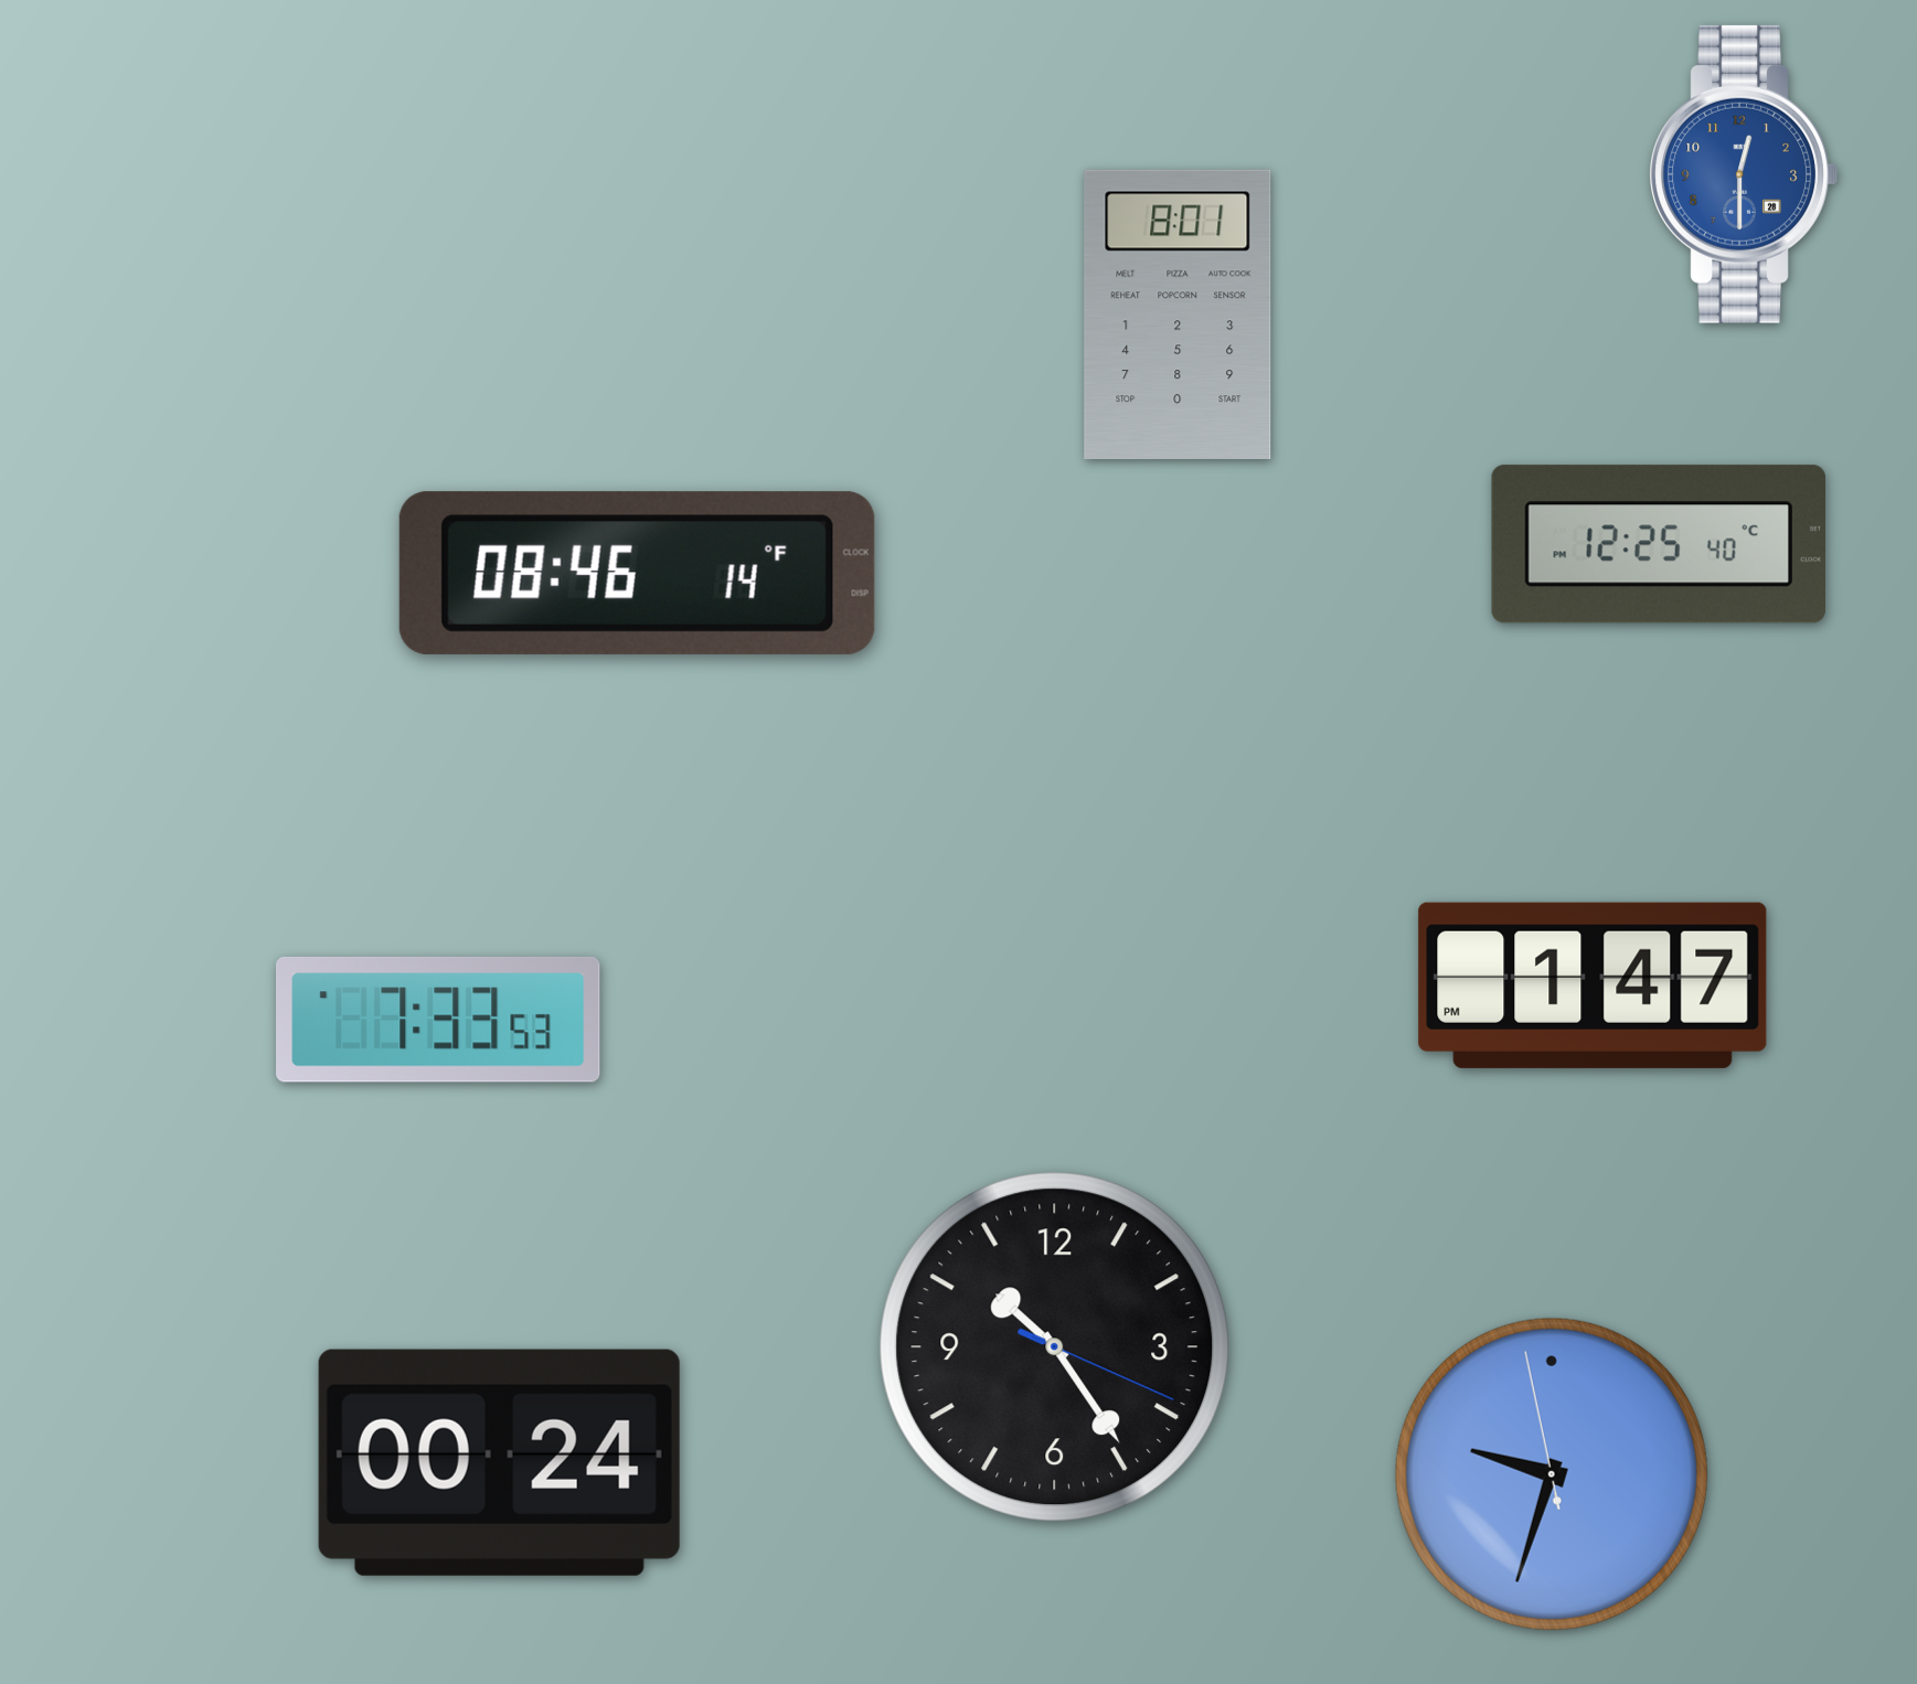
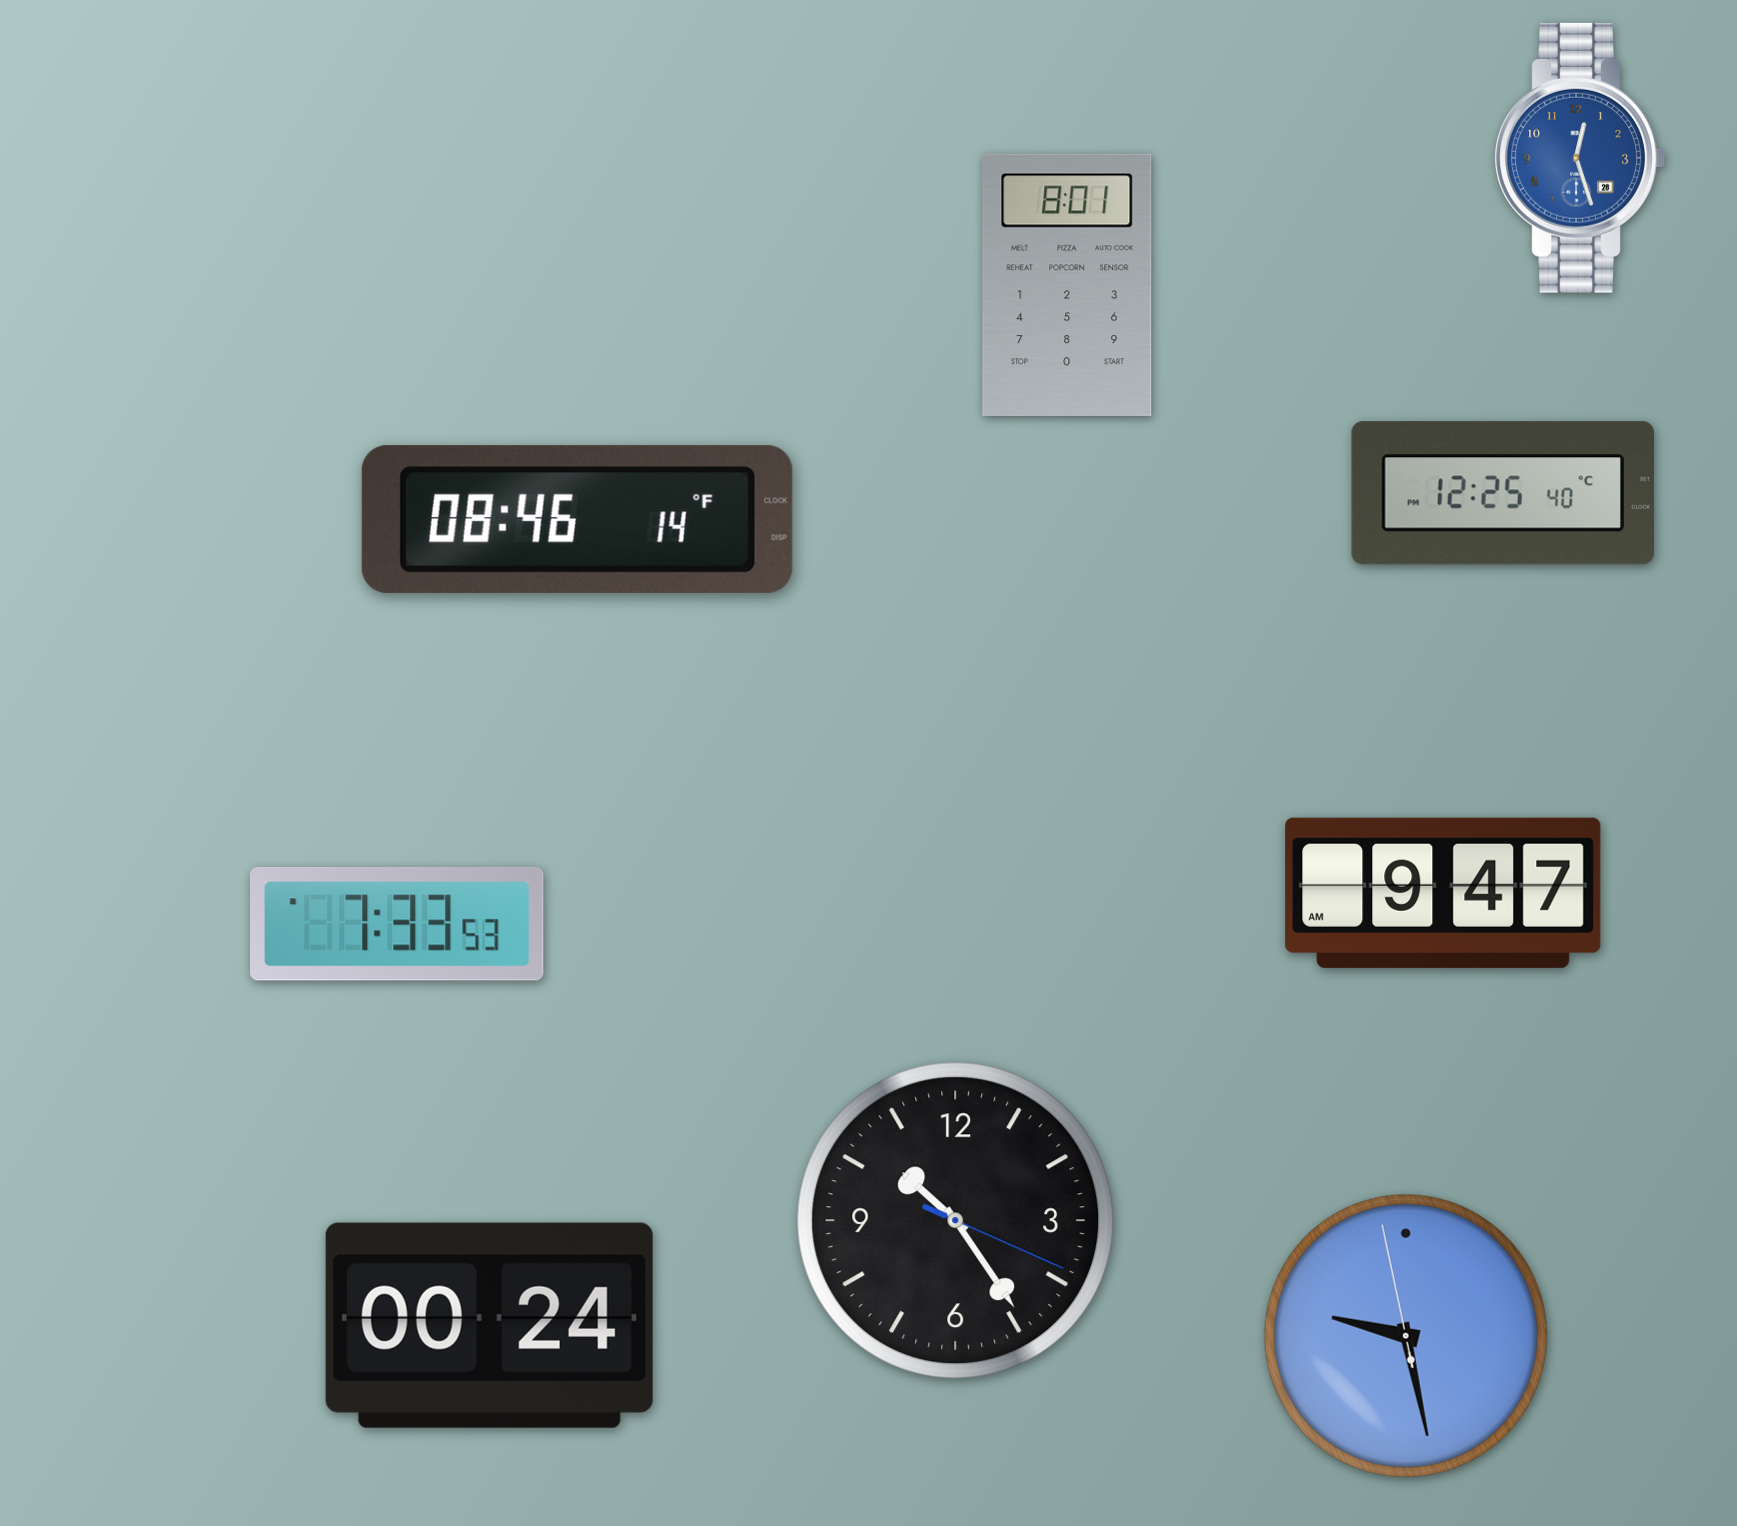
clock at (1744, 174): 12:30 -> 12:27
clock at (1593, 985): 1:47 -> 9:47
clock at (499, 1462) position: (499, 1462) -> (489, 1325)
clock at (1552, 1474): 9:32 -> 9:27
